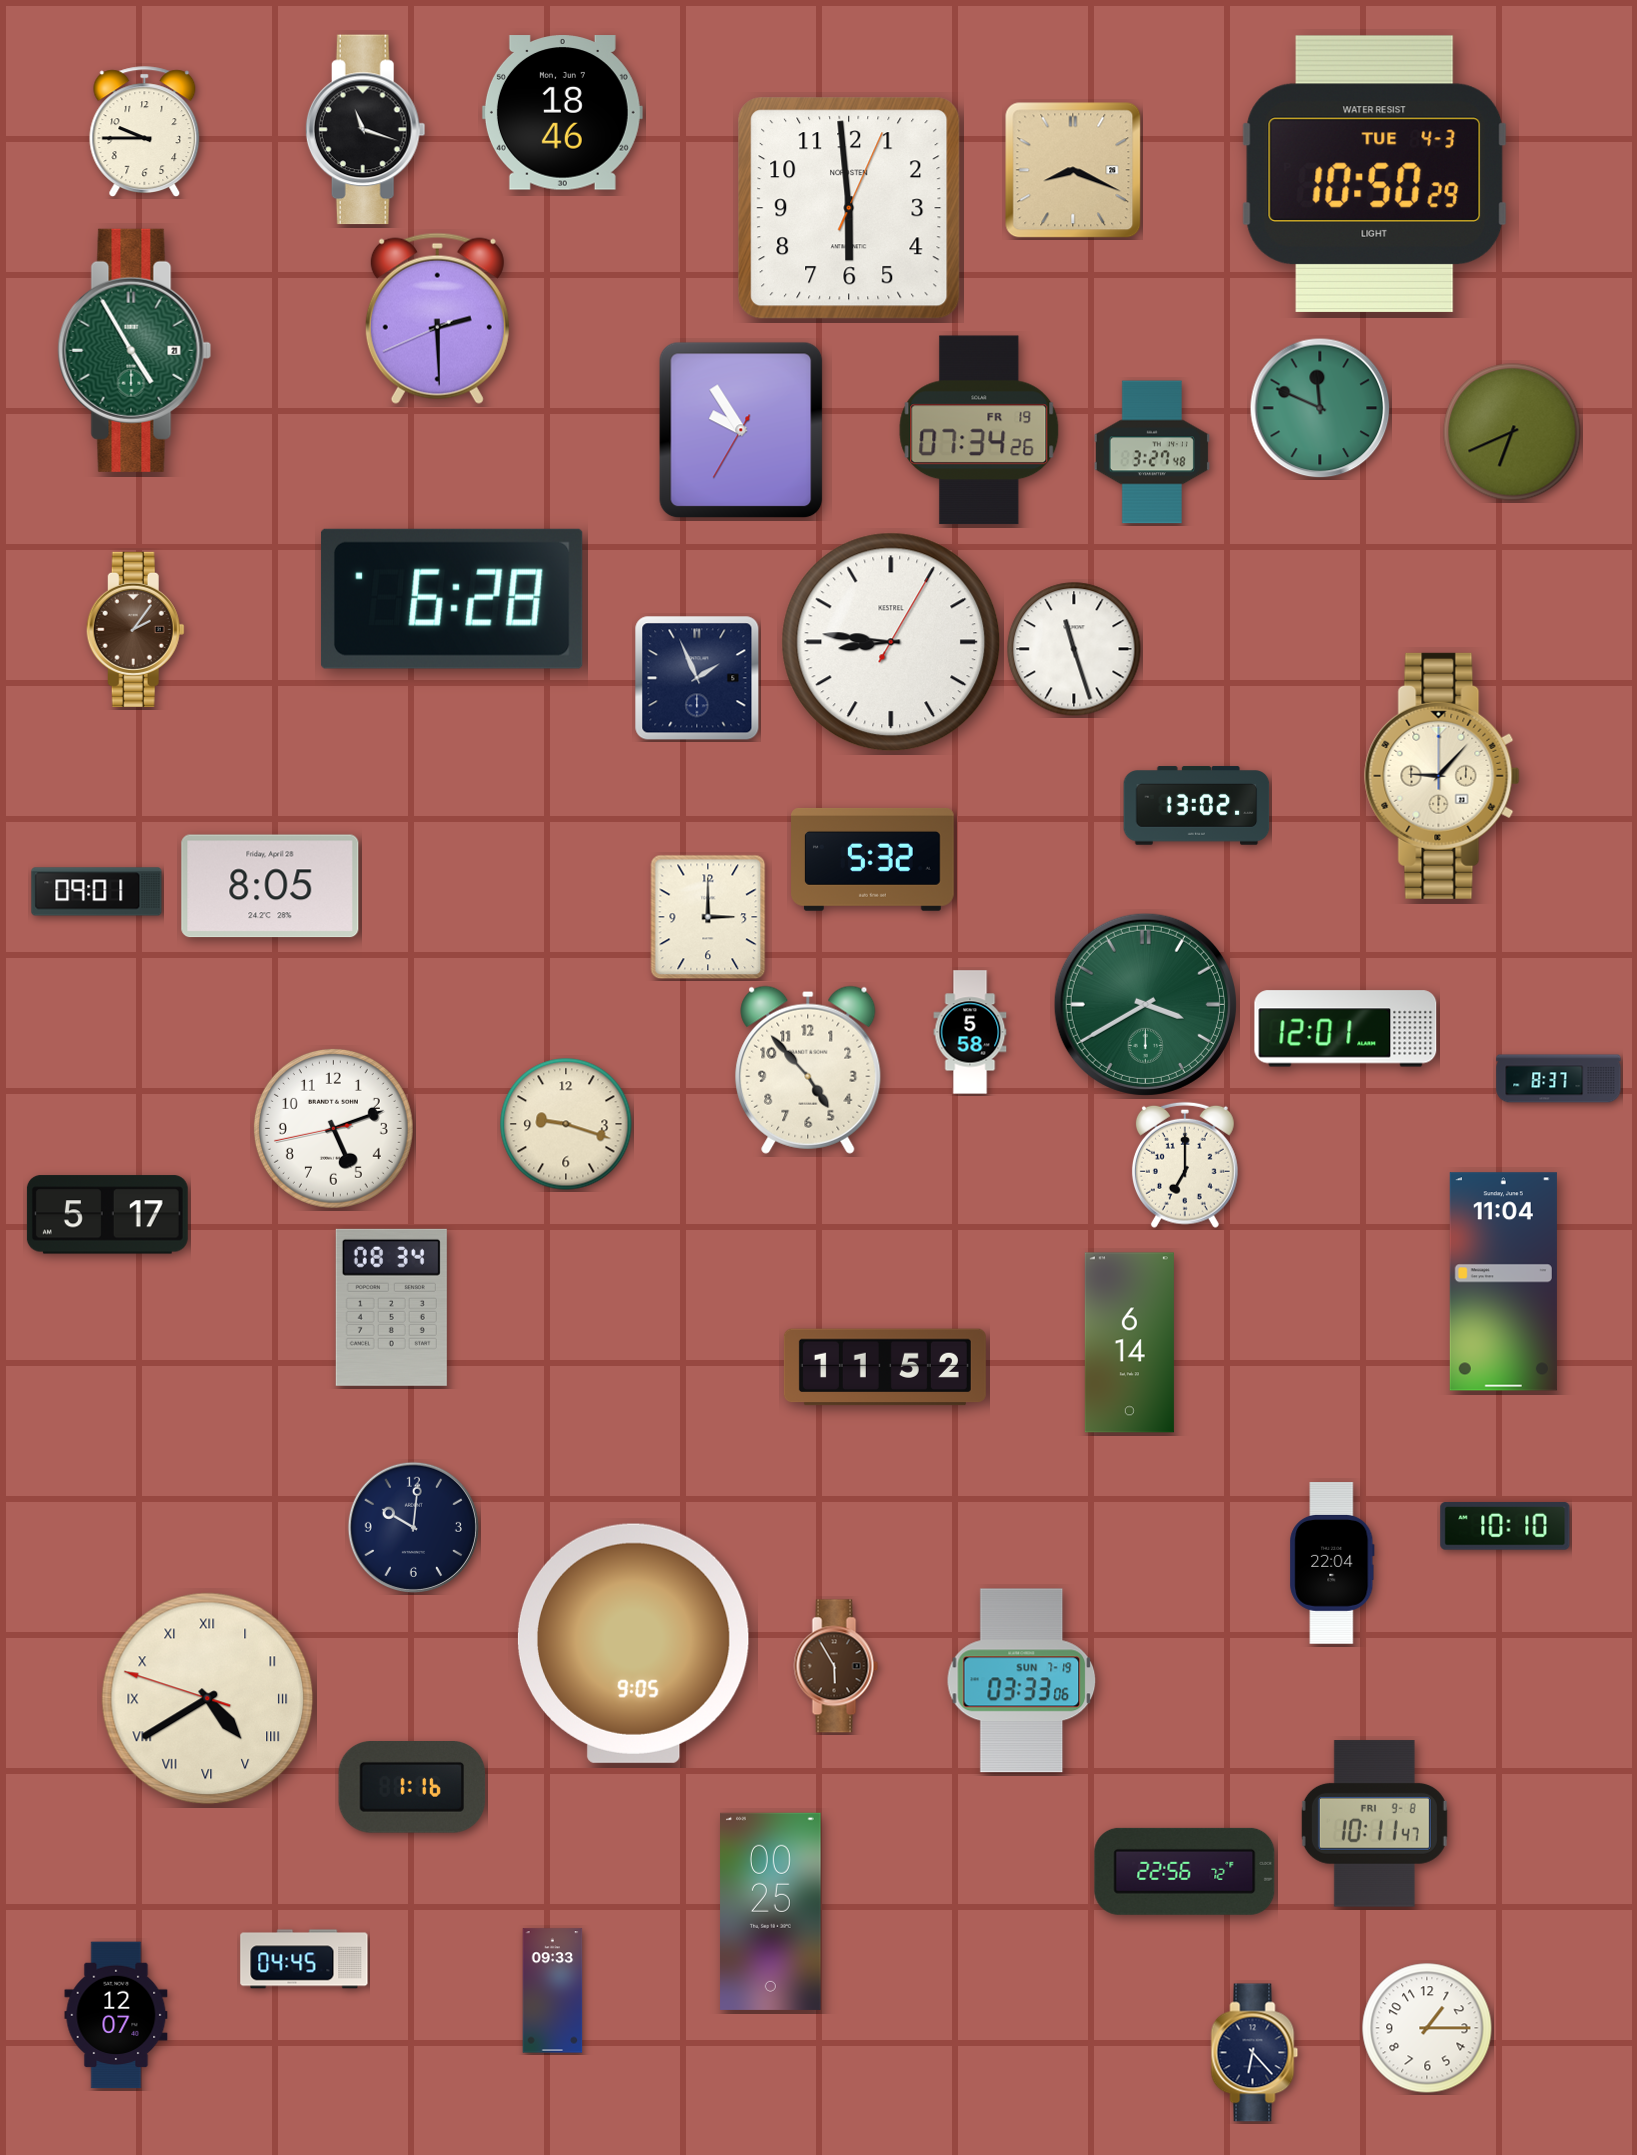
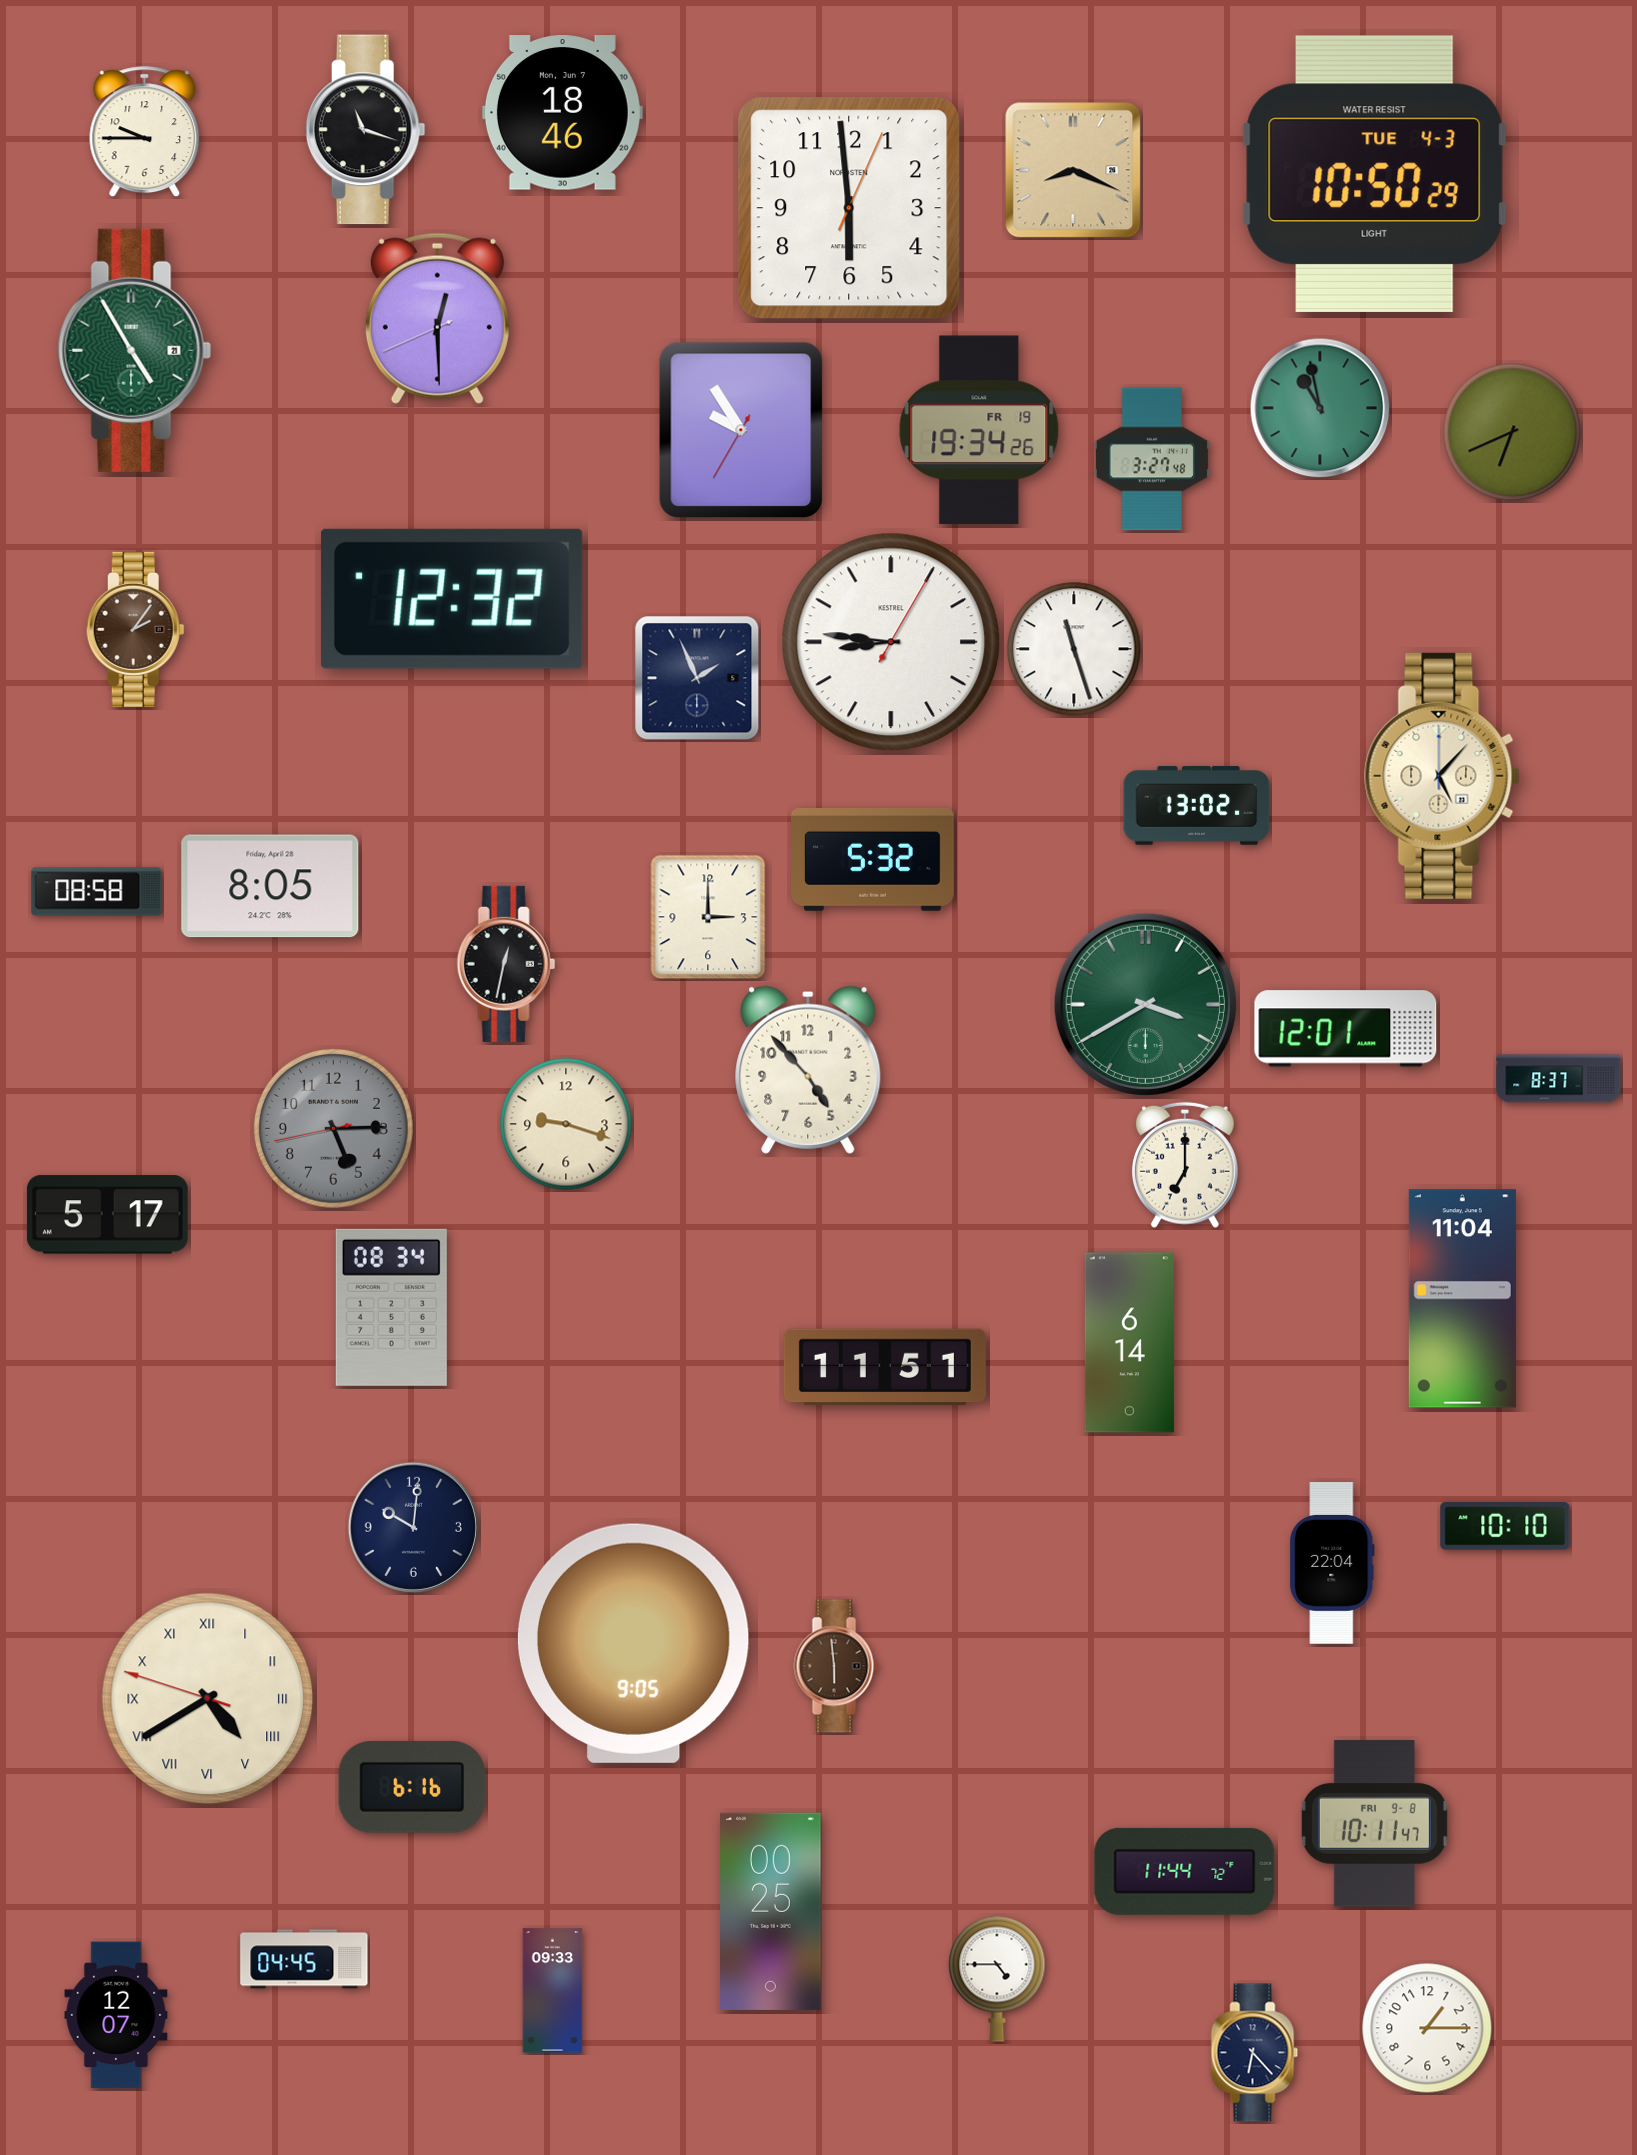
clock at (437, 318): 2:29 -> 12:29
clock at (1320, 408): 11:49 -> 10:58
clock at (979, 430): 07:34 -> 19:34
clock at (1152, 452) position: (1152, 452) -> (1152, 459)
clock at (452, 599): 6:28 -> 12:32
clock at (1442, 776): 9:07 -> 5:07
clock at (97, 892): 09:01 -> 08:58
clock at (506, 964): none -> 12:32
clock at (970, 1032): 5:58 -> none
clock at (333, 1128): 5:11 -> 5:14
clock at (333, 1128) dial: white -> grey
clock at (1503, 1282) position: (1503, 1282) -> (1462, 1299)
clock at (885, 1367): 11:52 -> 11:51
clock at (836, 1666): 5:55 -> 5:59
clock at (1022, 1681): 03:33 -> none
clock at (412, 1788): 1:16 -> 6:16
clock at (1185, 1871): 22:56 -> 11:44
clock at (997, 1979): none -> 4:45
